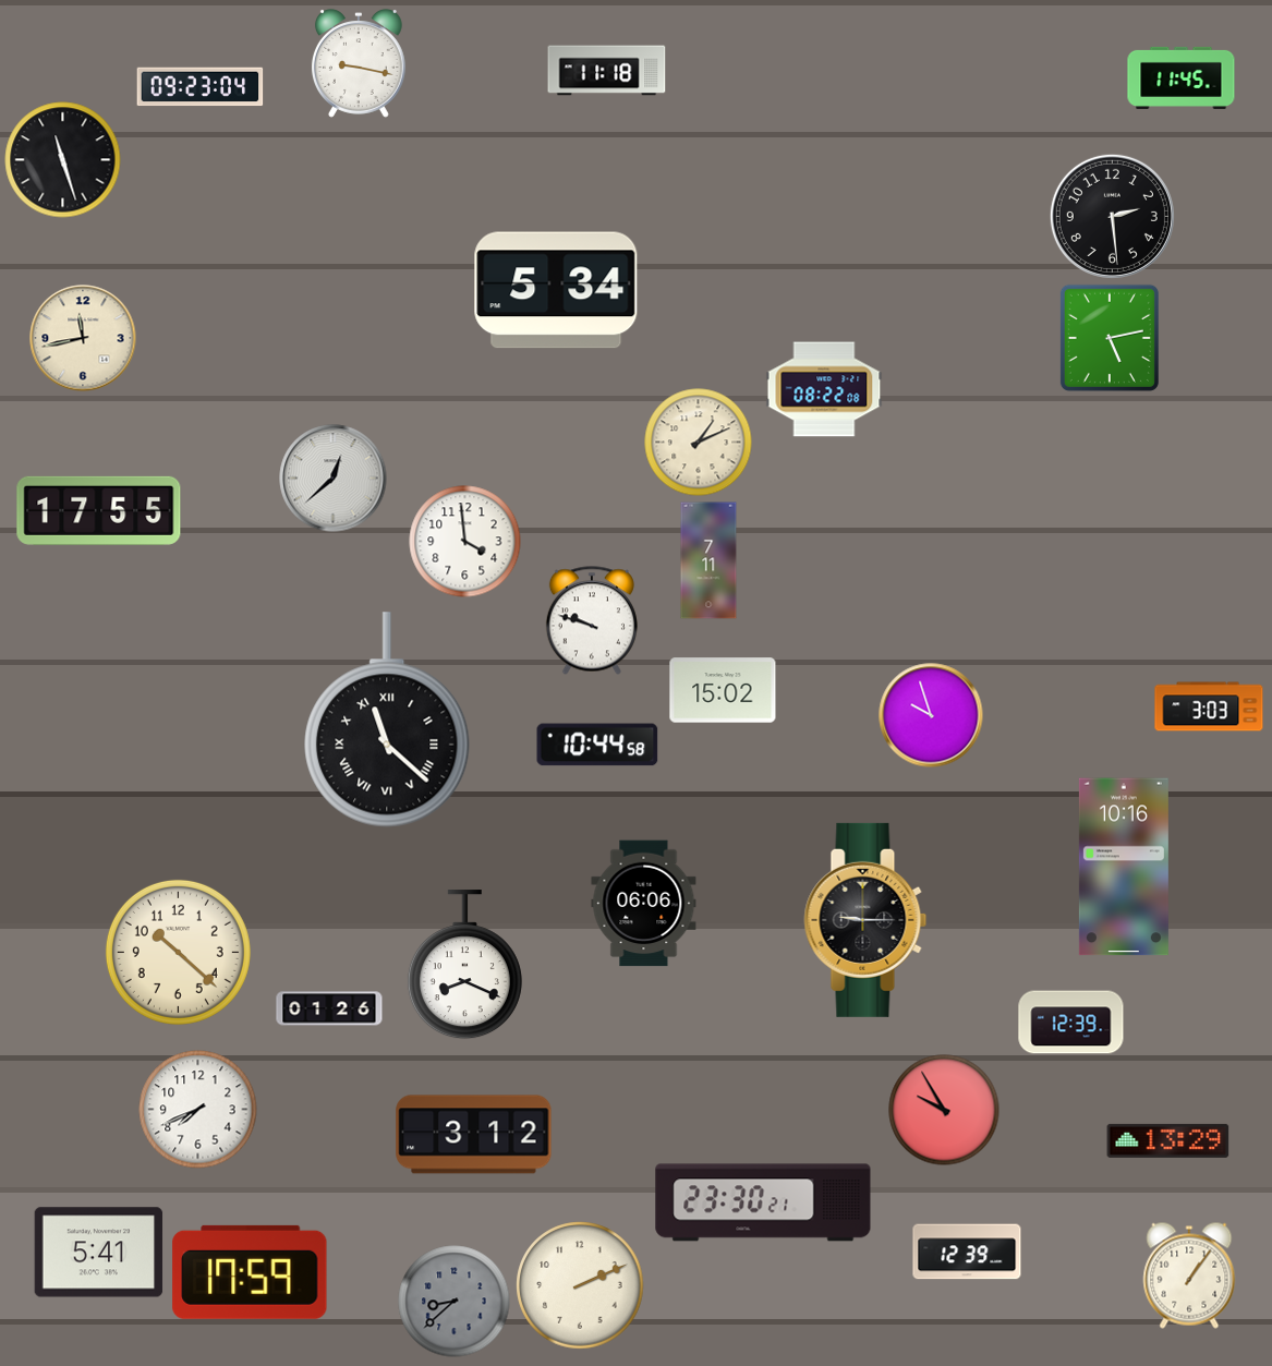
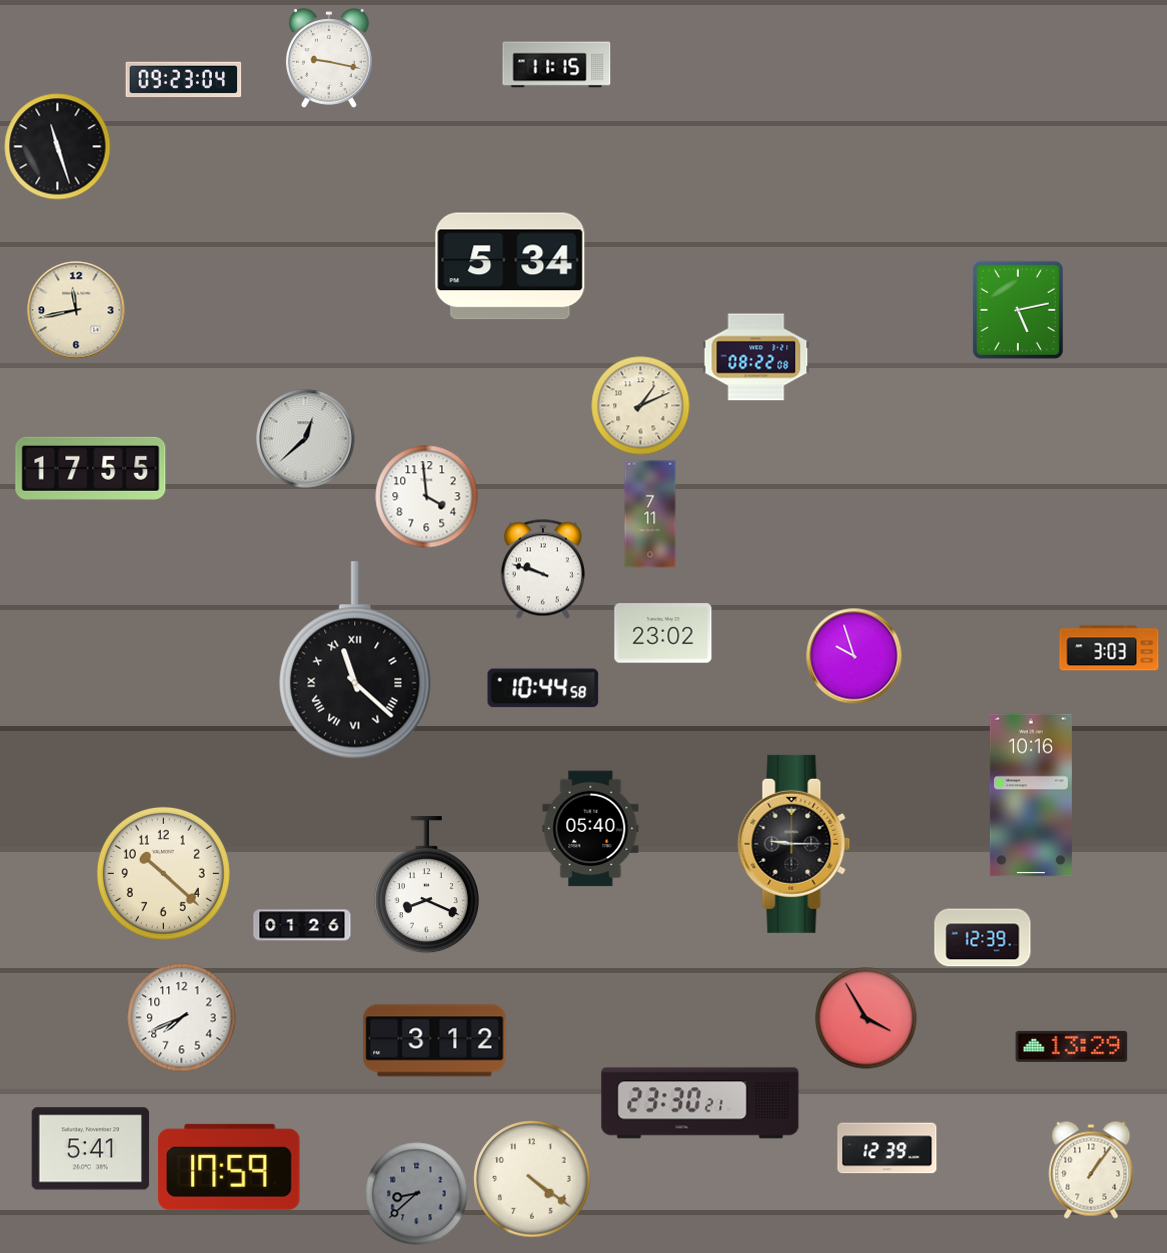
clock at (607, 71): 11:18 -> 11:15
clock at (1182, 77): 11:45 -> none
clock at (1112, 216): 2:29 -> none
clock at (723, 690): 15:02 -> 23:02
clock at (597, 745) position: (597, 745) -> (543, 688)
clock at (644, 904): 06:06 -> 05:40
clock at (944, 1110): 9:55 -> 3:55
clock at (580, 1285): 2:11 -> 4:21
